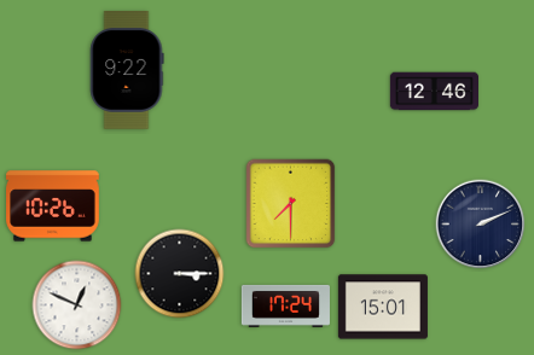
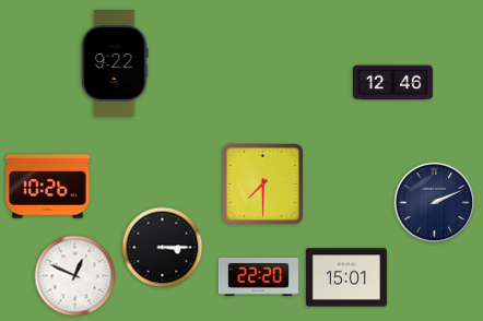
clock at (77, 305) position: (77, 305) -> (75, 276)
clock at (285, 305): 17:24 -> 22:20
